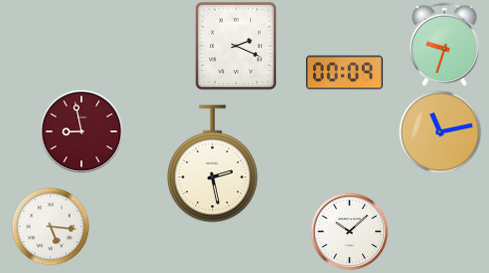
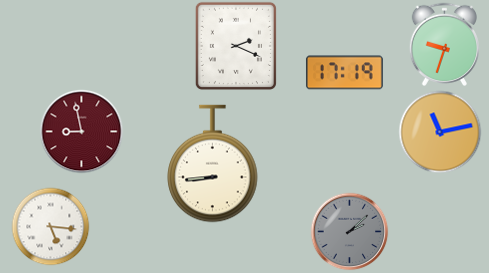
clock at (344, 73): 00:09 -> 17:19
clock at (213, 164): 2:28 -> 8:44
clock at (349, 231): 10:08 -> 2:08
clock at (349, 231) dial: white -> grey
